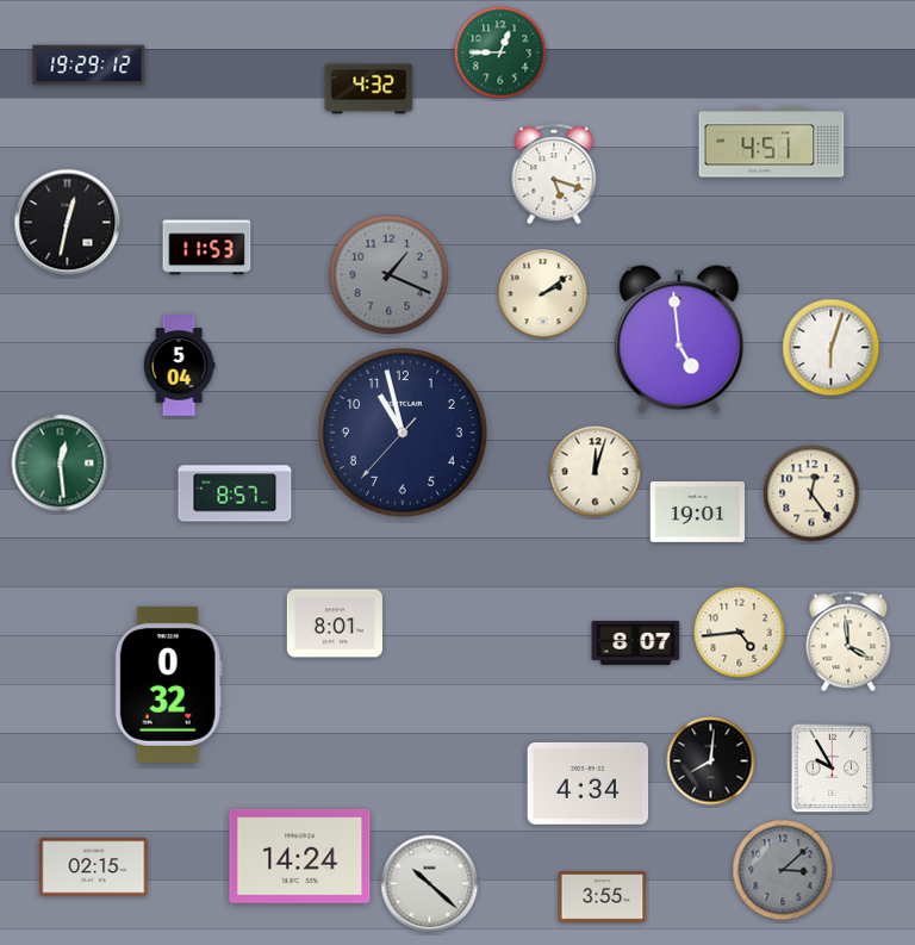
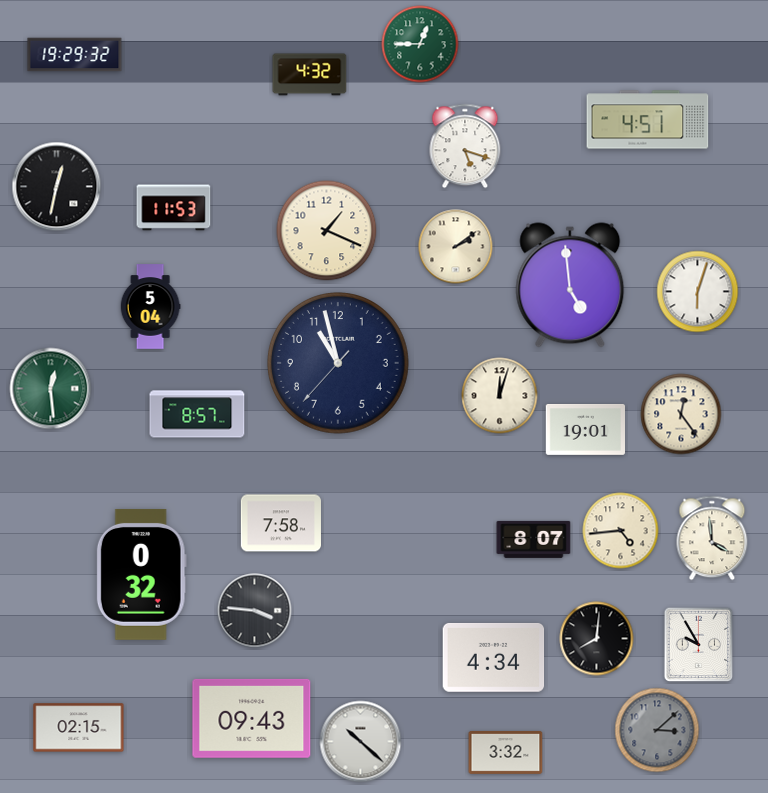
clock at (89, 66): 19:29:12 -> 19:29:32
clock at (390, 275) dial: grey -> cream
clock at (335, 623): 8:01 -> 7:58
clock at (255, 611): none -> 3:46
clock at (300, 856): 14:24 -> 09:43
clock at (603, 897): 3:55 -> 3:32
